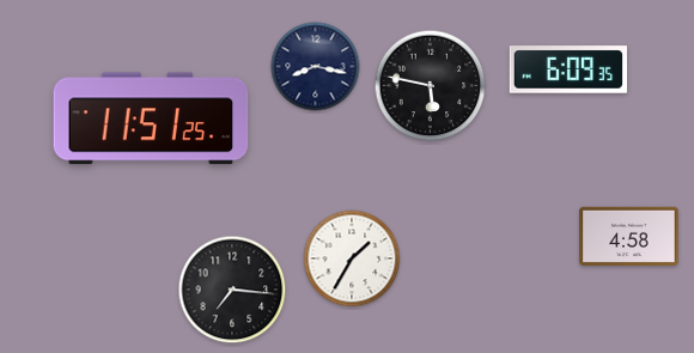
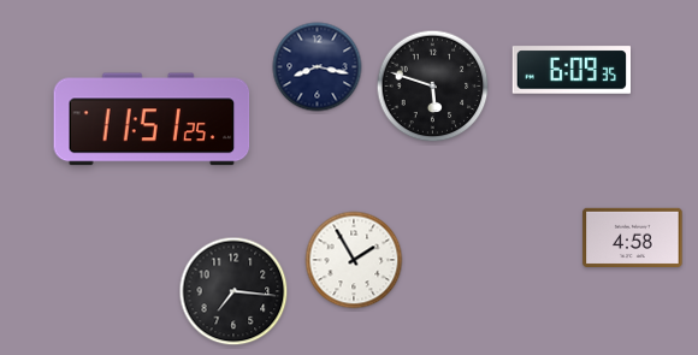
clock at (431, 86): 5:47 -> 5:48
clock at (352, 258): 1:35 -> 1:55
